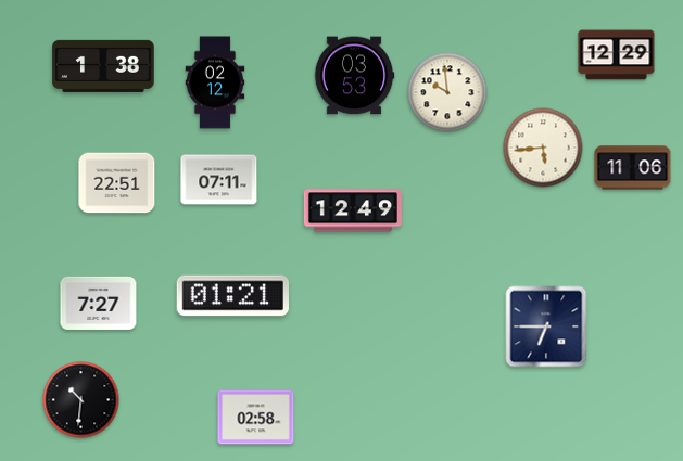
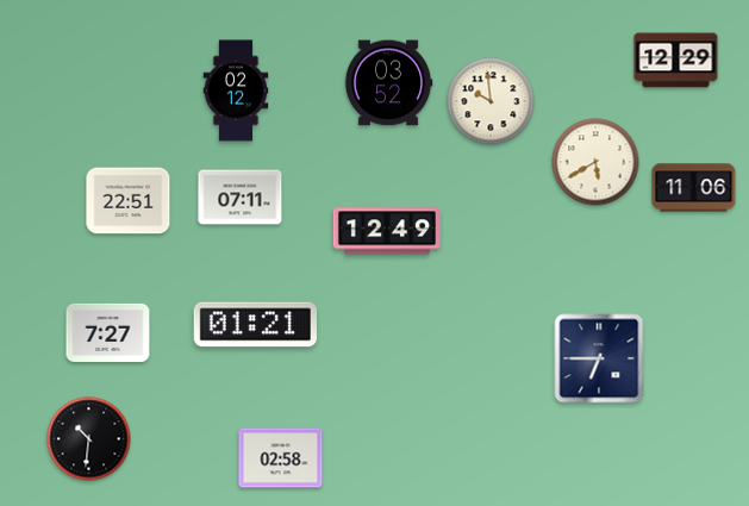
clock at (103, 66): 1:38 -> none
clock at (354, 76): 03:53 -> 03:52
clock at (543, 148): 5:44 -> 5:40
clock at (633, 168) position: (633, 168) -> (694, 188)
